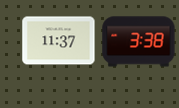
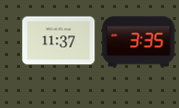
clock at (139, 42): 3:38 -> 3:35
